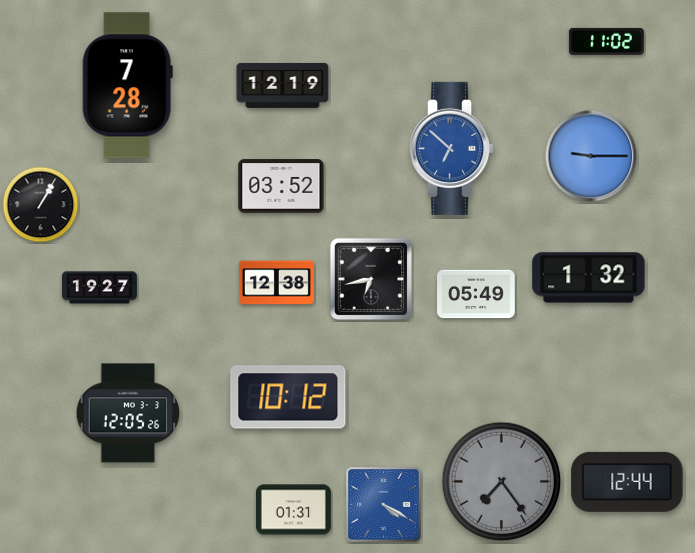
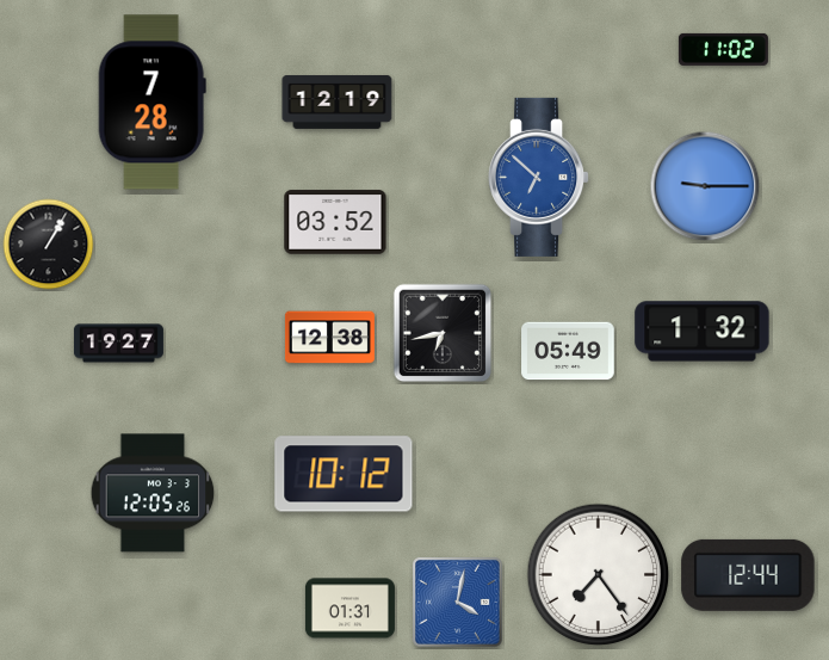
clock at (502, 482) dial: grey -> white
clock at (384, 505): 4:20 -> 4:02
